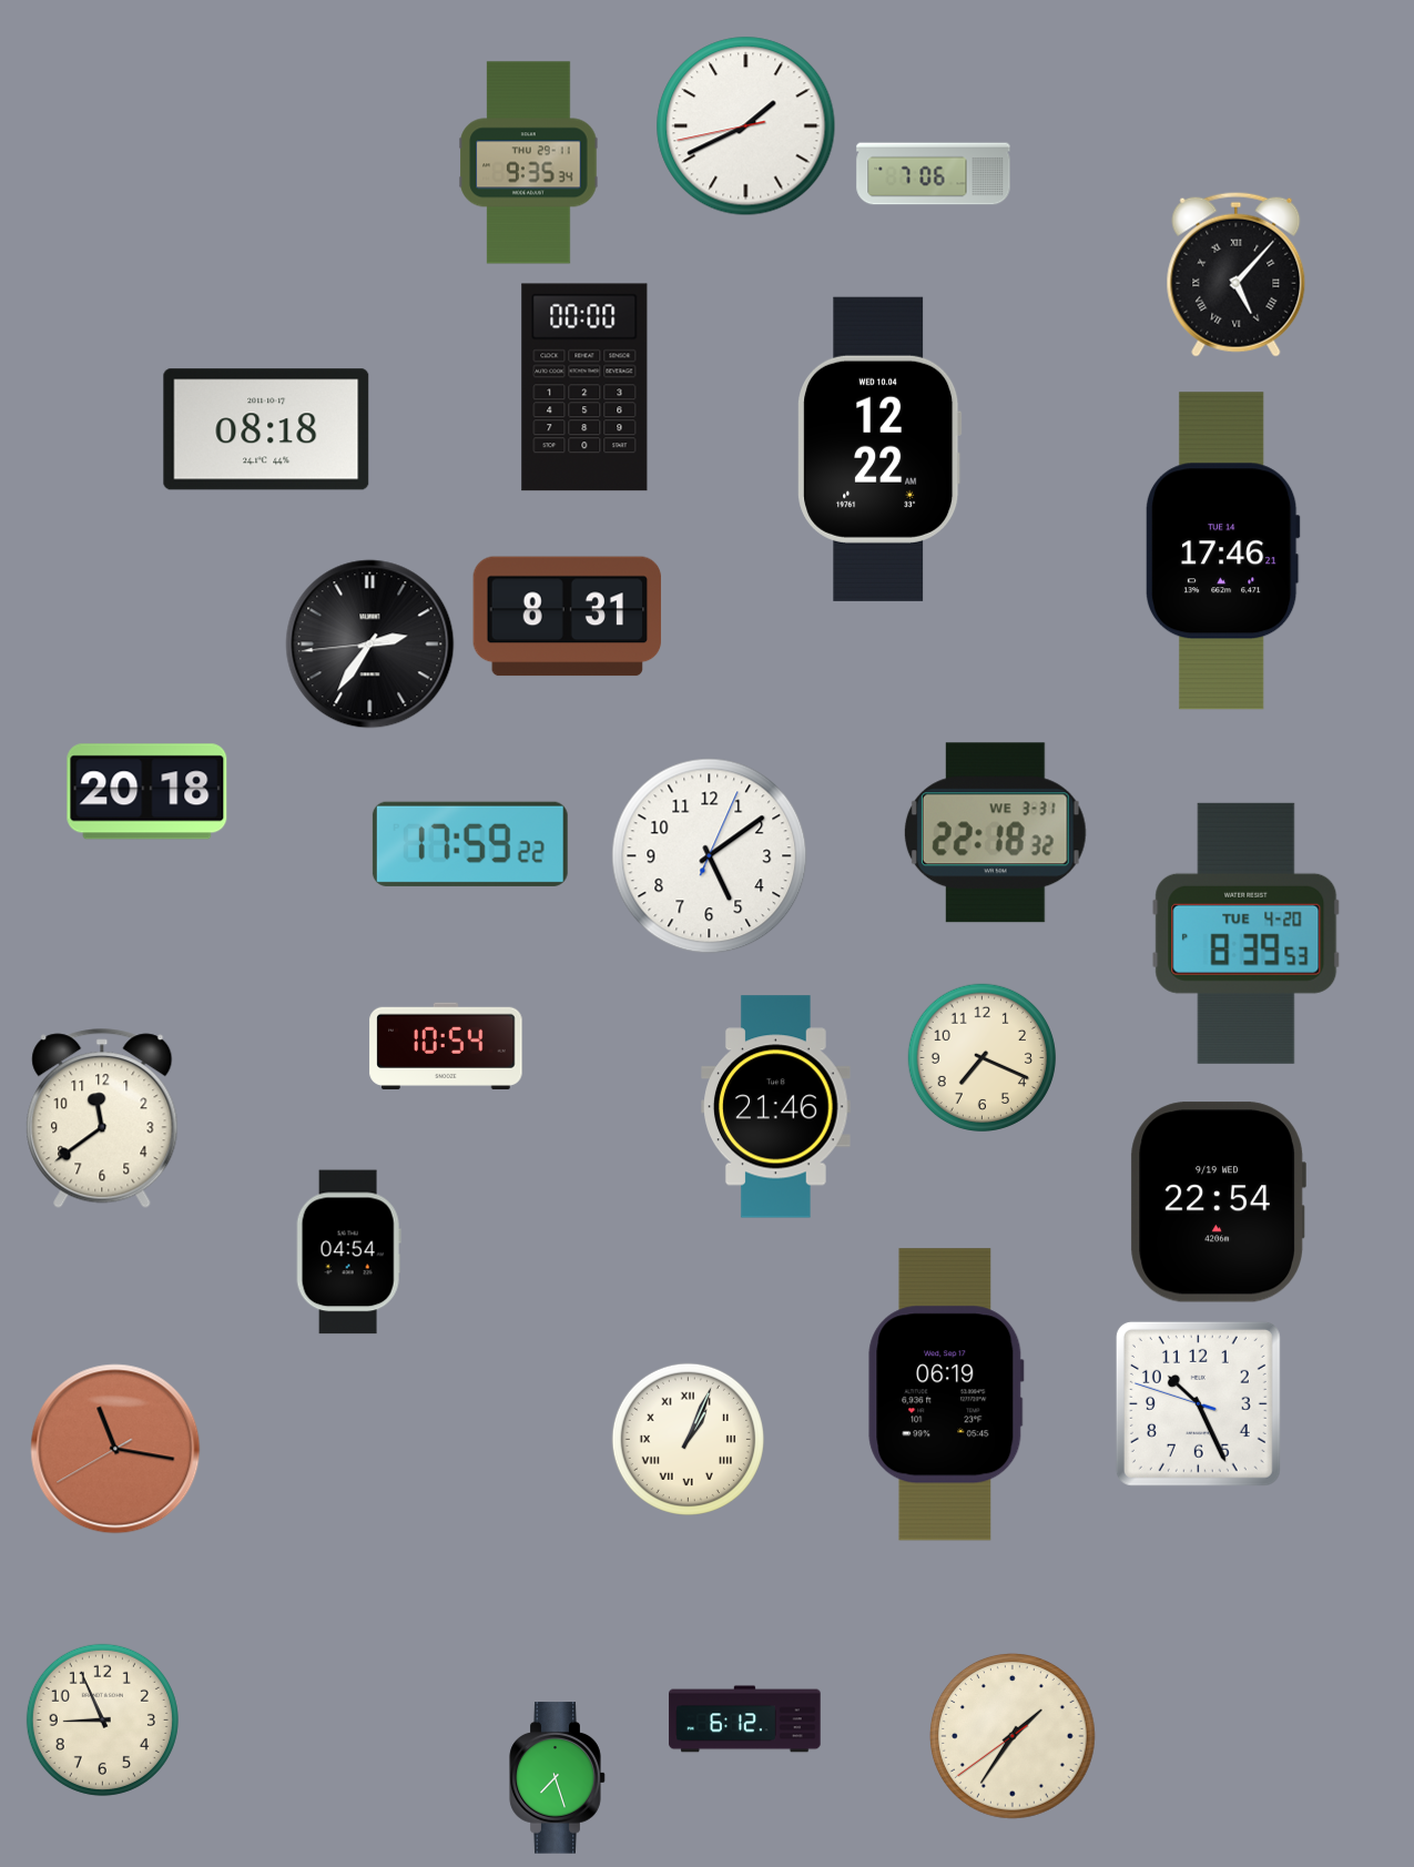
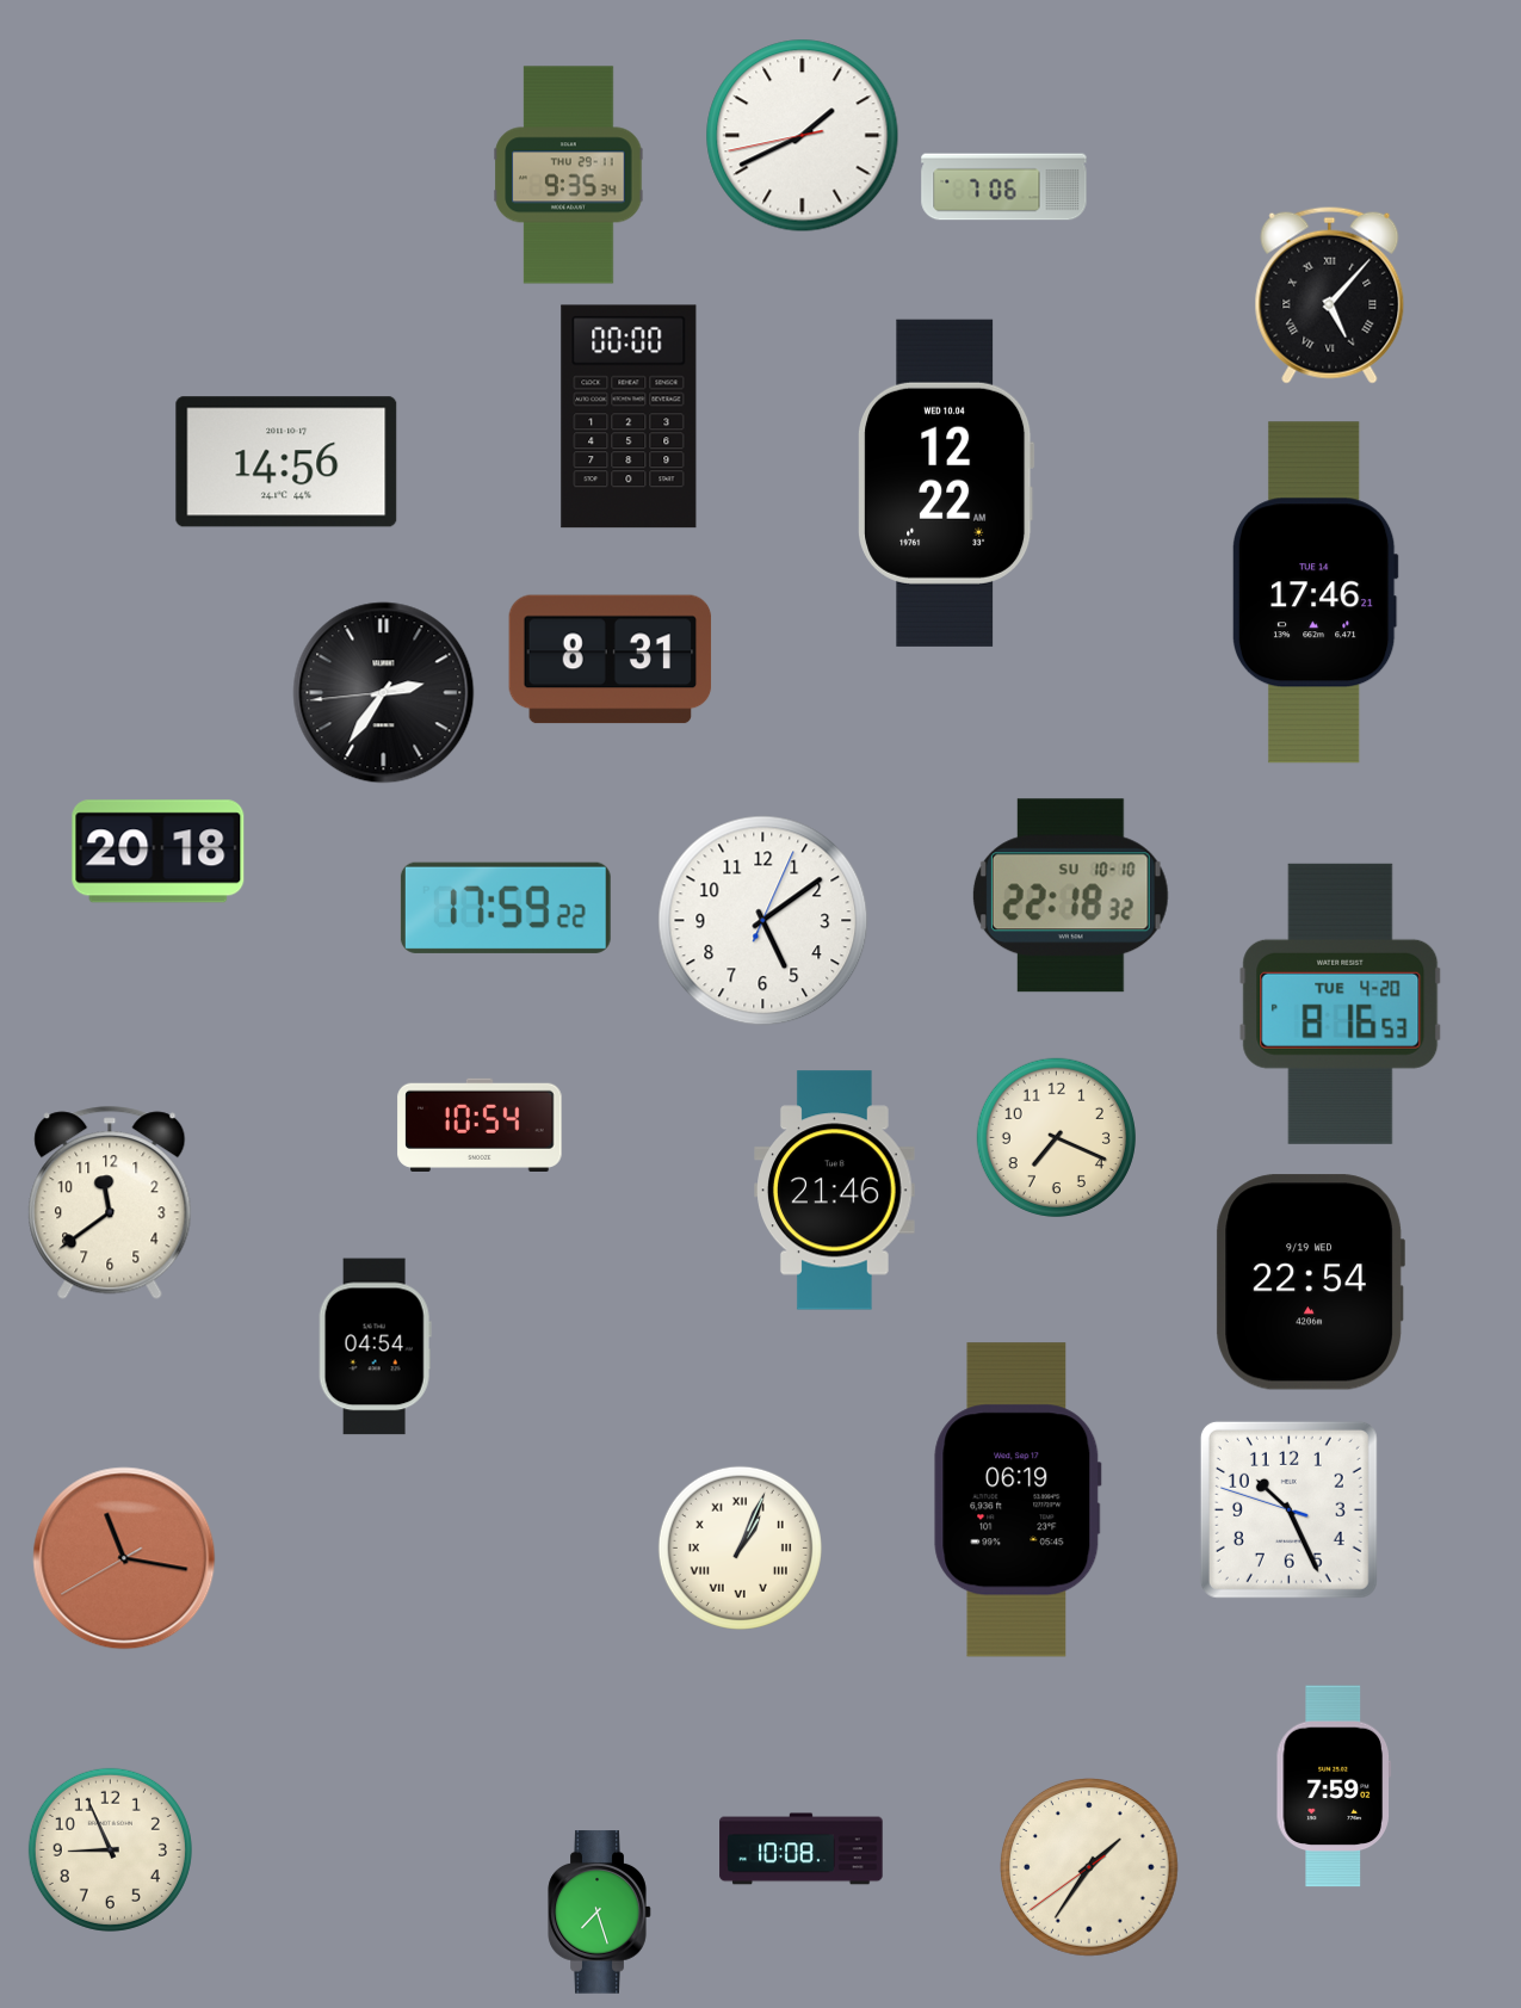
clock at (266, 429): 08:18 -> 14:56
clock at (568, 617) position: (568, 617) -> (611, 660)
clock at (370, 645) position: (370, 645) -> (384, 693)
clock at (995, 833) date: WE 3-31 -> SU 10-10
clock at (1247, 933): 8:39 -> 8:16
clock at (1218, 1203) position: (1218, 1203) -> (1310, 1283)
clock at (1334, 1786): none -> 7:59
clock at (745, 1719): 6:12 -> 10:08
